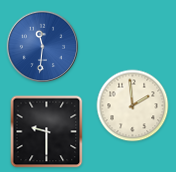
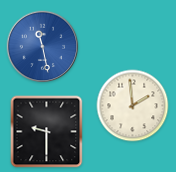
clock at (43, 47): 11:31 -> 11:28
